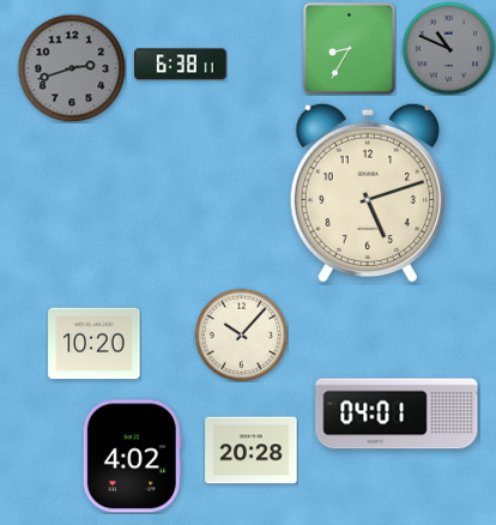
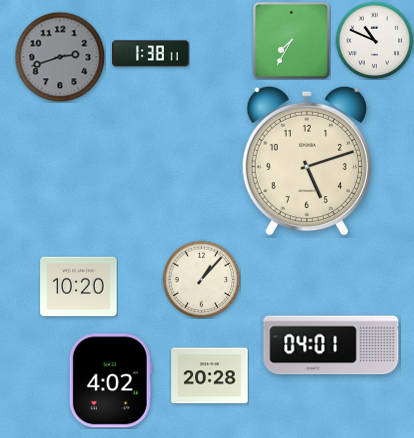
clock at (349, 48): 8:35 -> 7:35
clock at (448, 48) dial: grey -> white
clock at (181, 65): 6:38 -> 1:38
clock at (241, 334): 10:07 -> 1:07
